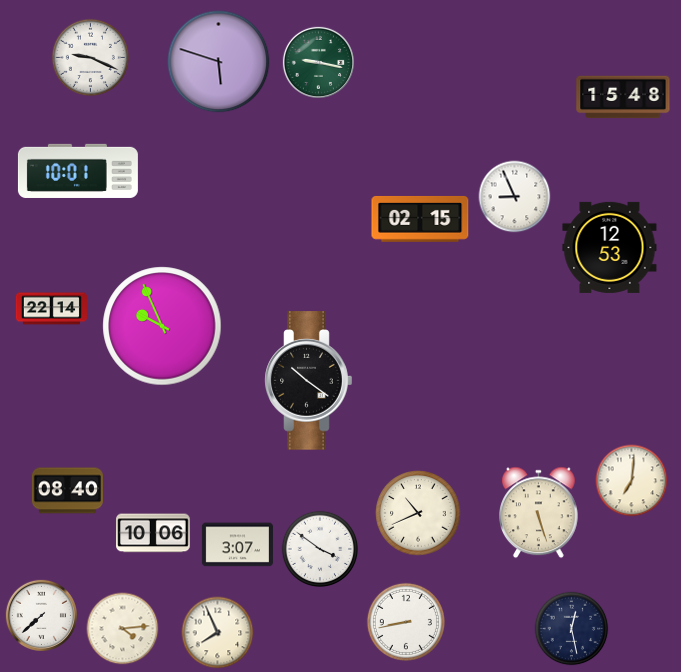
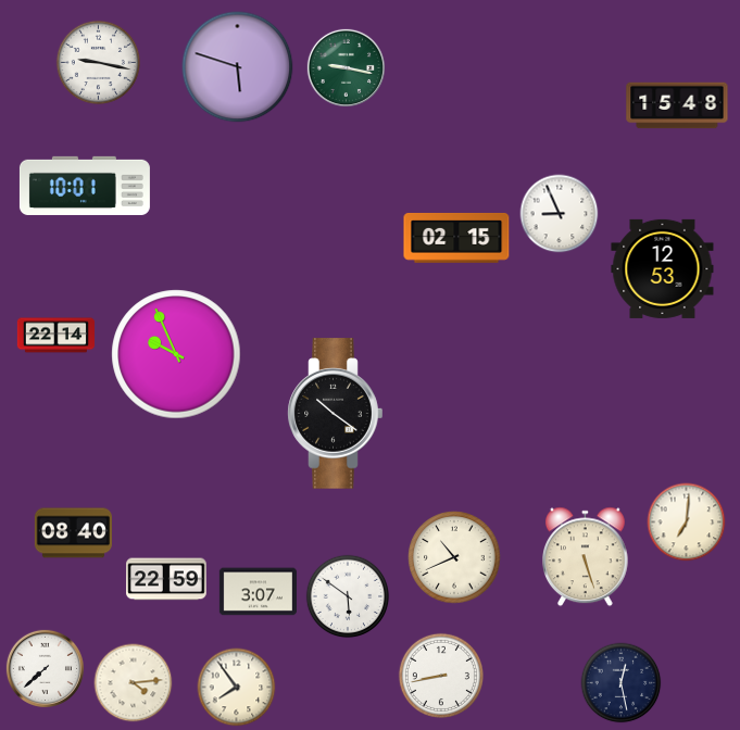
clock at (90, 57): 9:19 -> 9:17
clock at (153, 533): 10:06 -> 22:59
clock at (320, 549): 3:51 -> 5:51
clock at (218, 633): 7:56 -> 7:54
